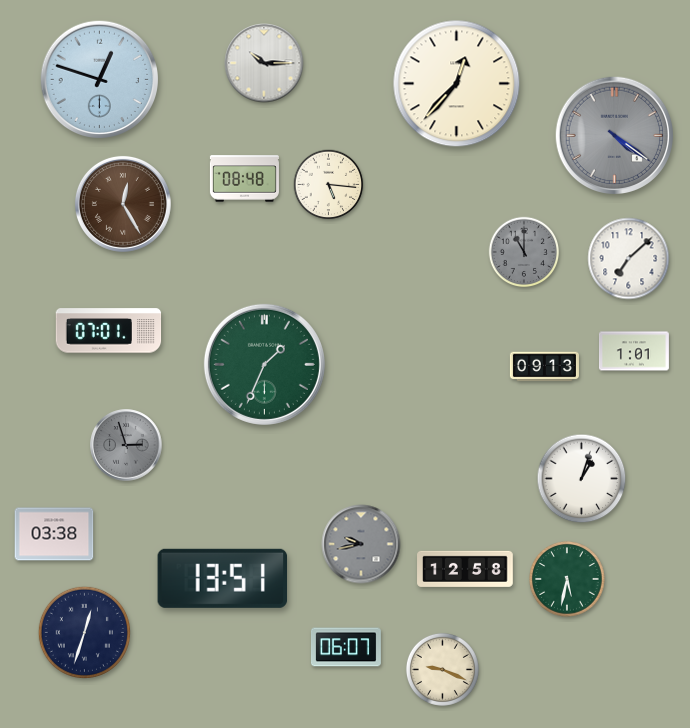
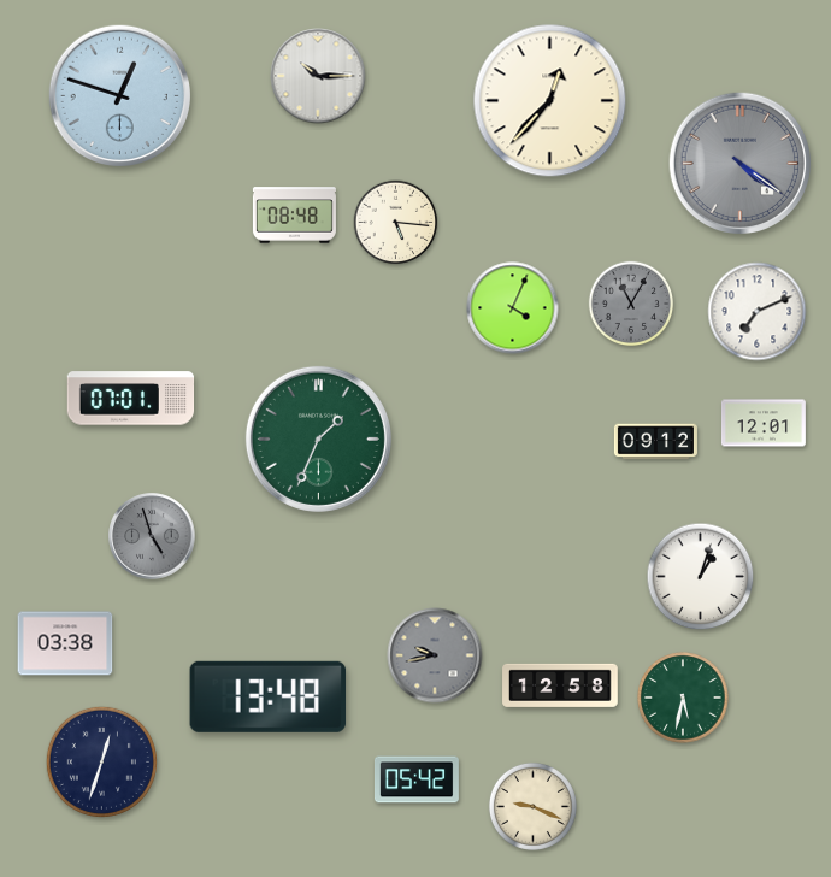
clock at (123, 204): 12:25 -> none
clock at (524, 252): 11:00 -> 11:05
clock at (513, 308): none -> 4:04
clock at (629, 259): 7:08 -> 7:11
clock at (634, 351): 1:01 -> 12:01
clock at (544, 367): 09:13 -> 09:12
clock at (126, 445): 2:57 -> 4:57
clock at (223, 578): 13:51 -> 13:48
clock at (346, 647): 06:07 -> 05:42
